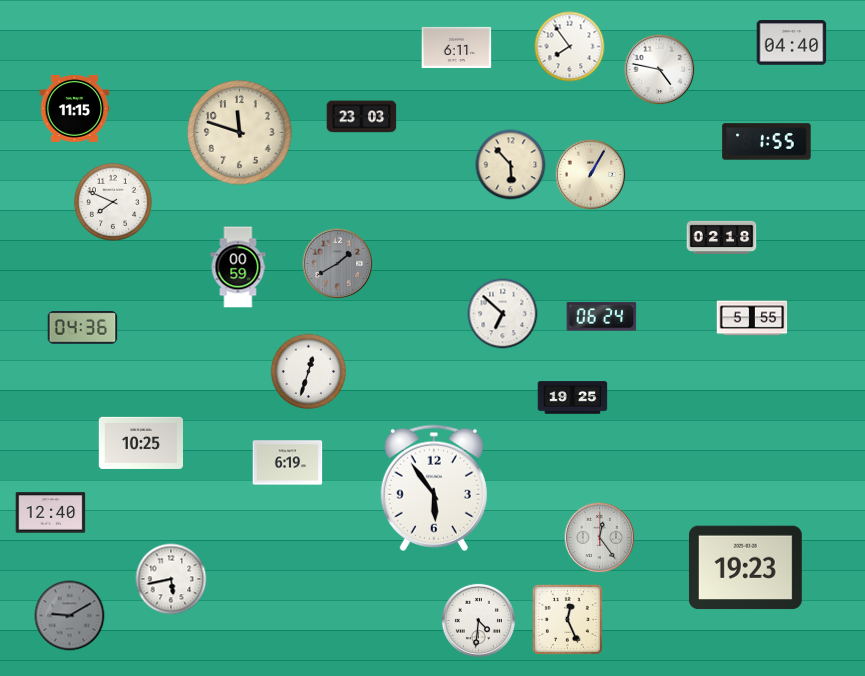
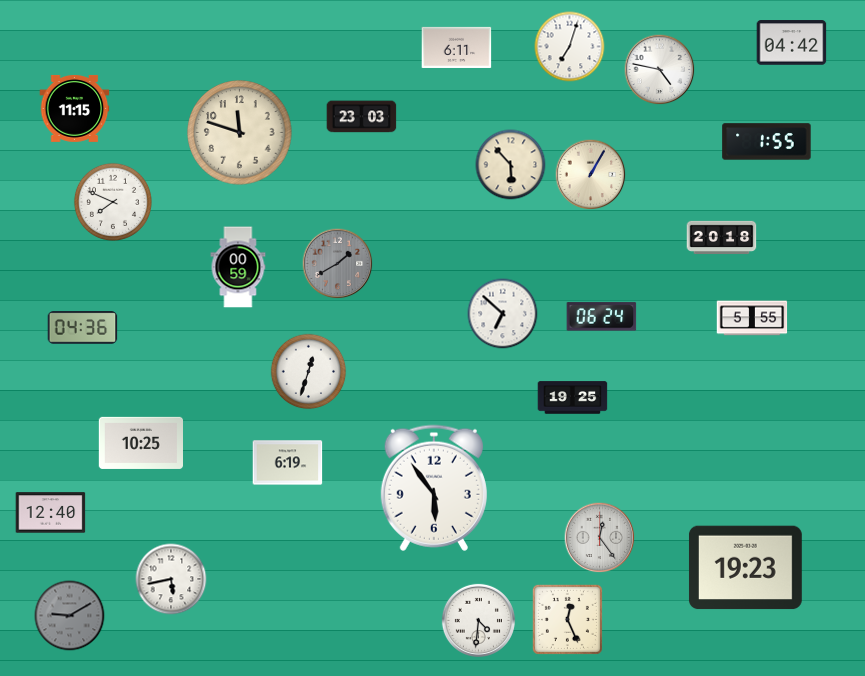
clock at (792, 43): 04:40 -> 04:42
clock at (570, 47): 7:54 -> 7:03
clock at (722, 237): 02:18 -> 20:18
